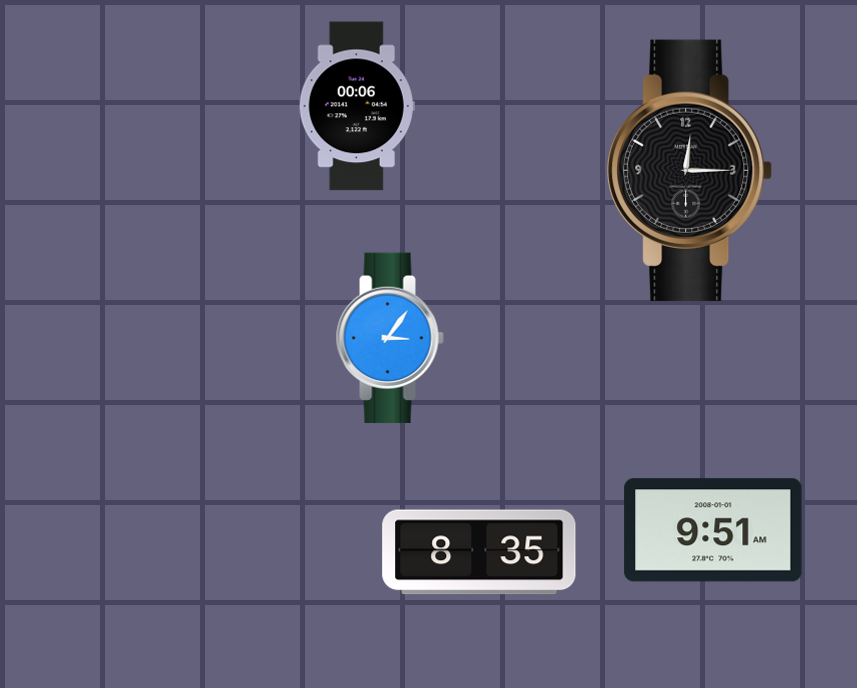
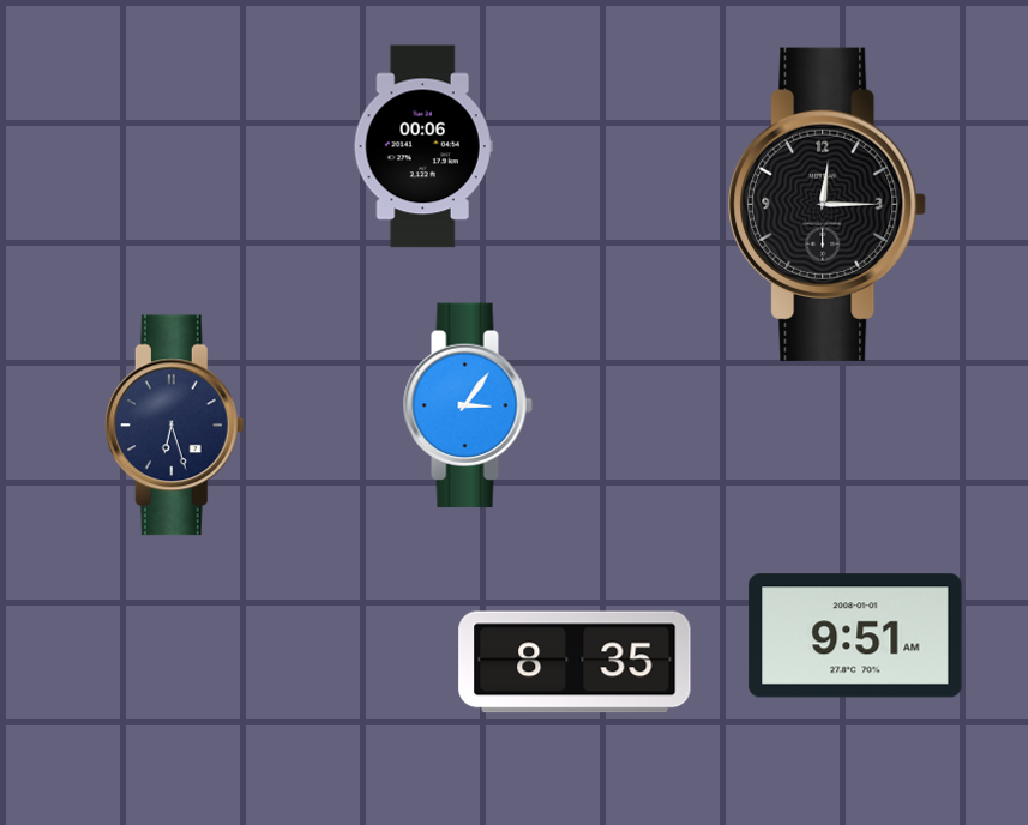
clock at (357, 106) position: (357, 106) -> (423, 146)
clock at (174, 426): none -> 6:27
